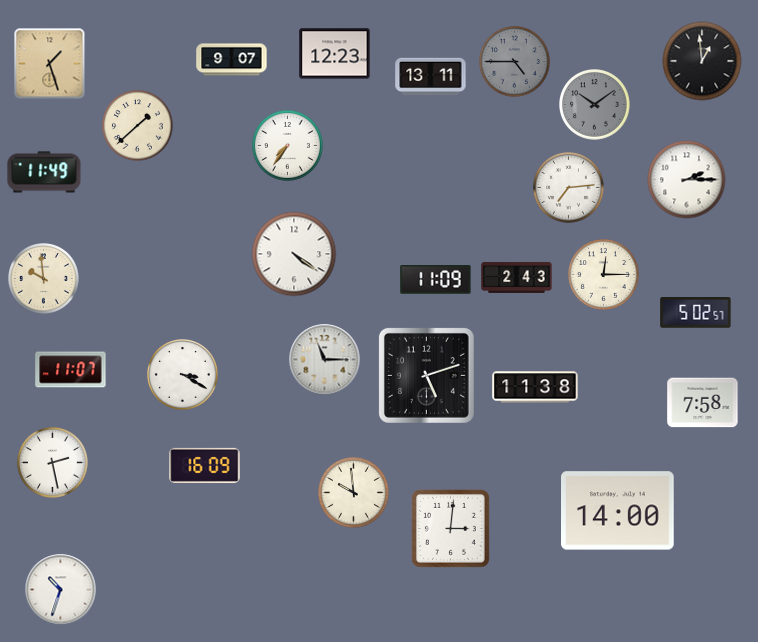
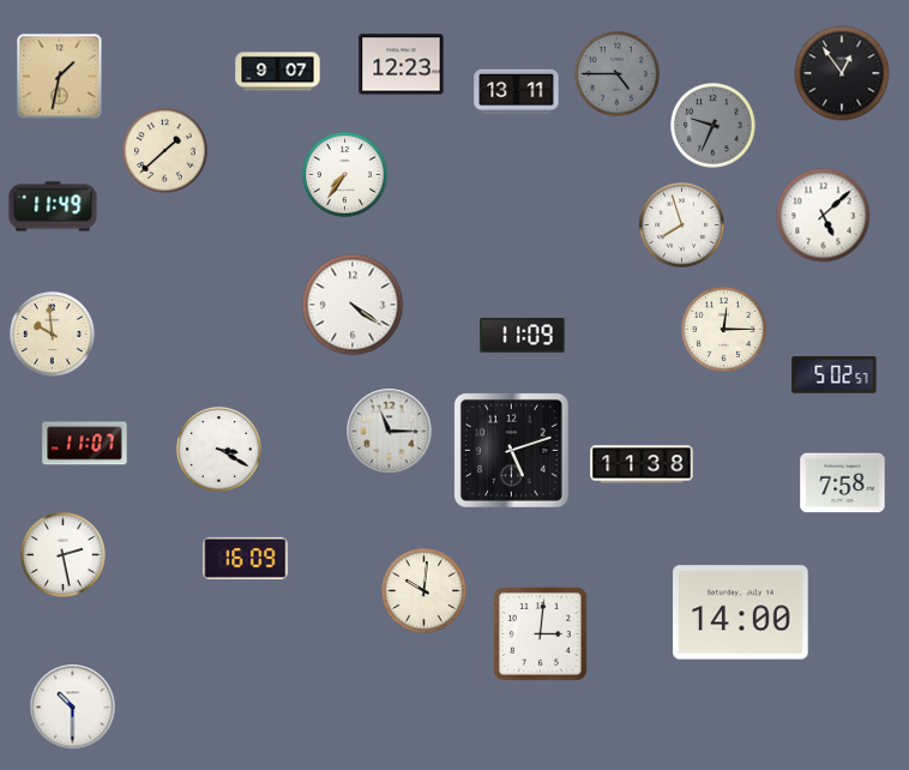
clock at (702, 61): 12:59 -> 12:54
clock at (50, 64): 1:27 -> 1:32
clock at (595, 105): 10:09 -> 9:34
clock at (687, 180): 2:15 -> 5:08
clock at (569, 188): 7:14 -> 7:57
clock at (517, 277): 2:43 -> none
clock at (354, 493): 9:59 -> 10:01
clock at (61, 590): 10:33 -> 10:30
